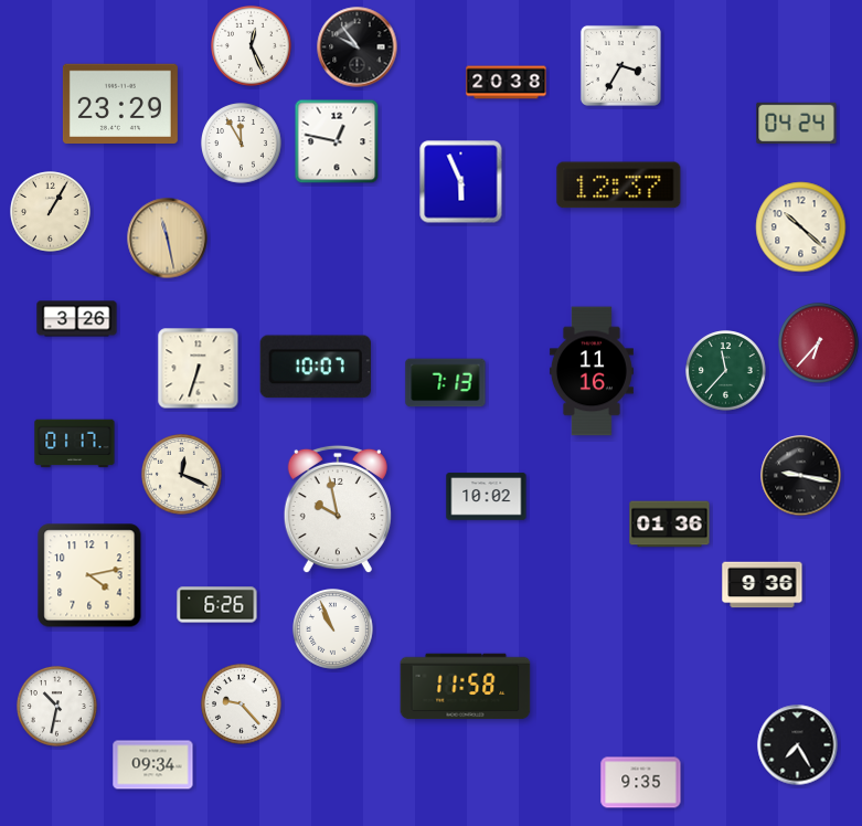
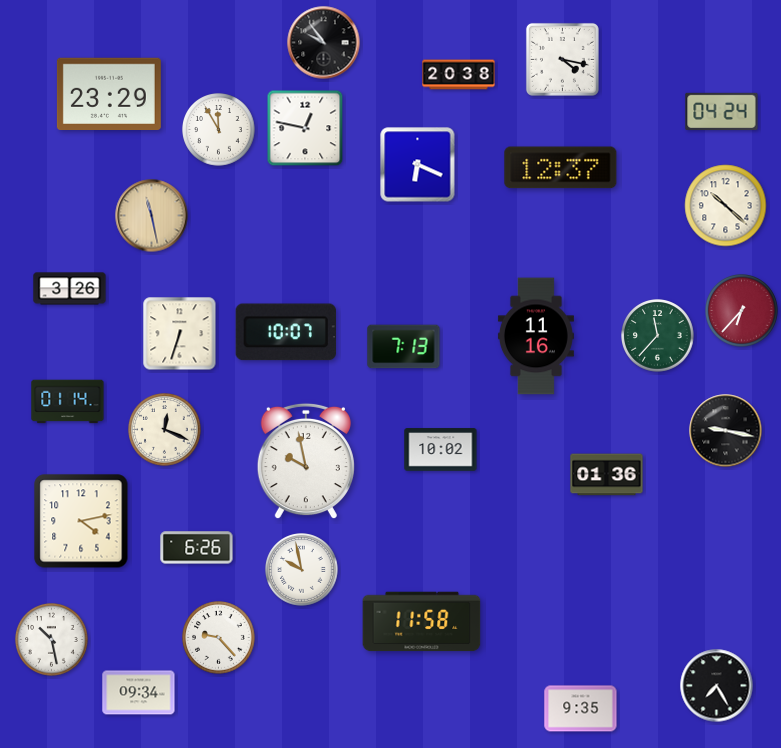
clock at (252, 46): 12:26 -> none
clock at (620, 65): 3:35 -> 4:17
clock at (461, 182): 5:56 -> 6:19
clock at (51, 212): 1:05 -> none
clock at (75, 444): 01:17 -> 01:14
clock at (763, 585): 9:36 -> none
clock at (333, 629): 10:56 -> 9:58
clock at (57, 707): 10:32 -> 10:28
clock at (798, 745) position: (798, 745) -> (717, 686)
